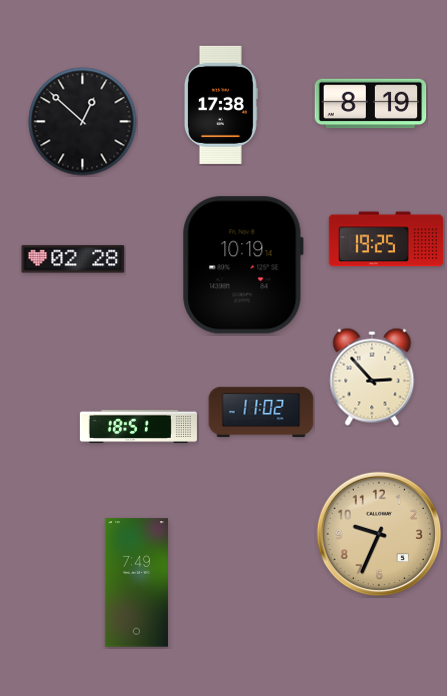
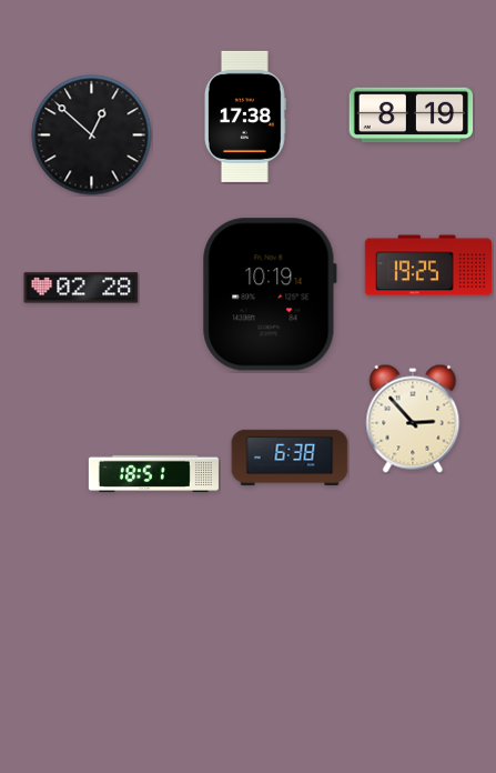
clock at (261, 411): 11:02 -> 6:38
clock at (378, 533): 9:34 -> none
clock at (136, 583): 7:49 -> none
